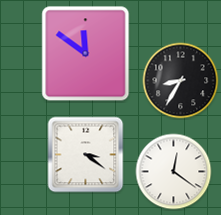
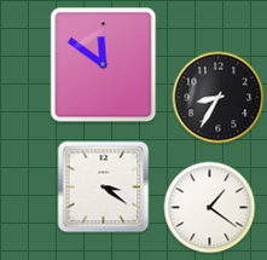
clock at (174, 172): 12:21 -> 1:21
